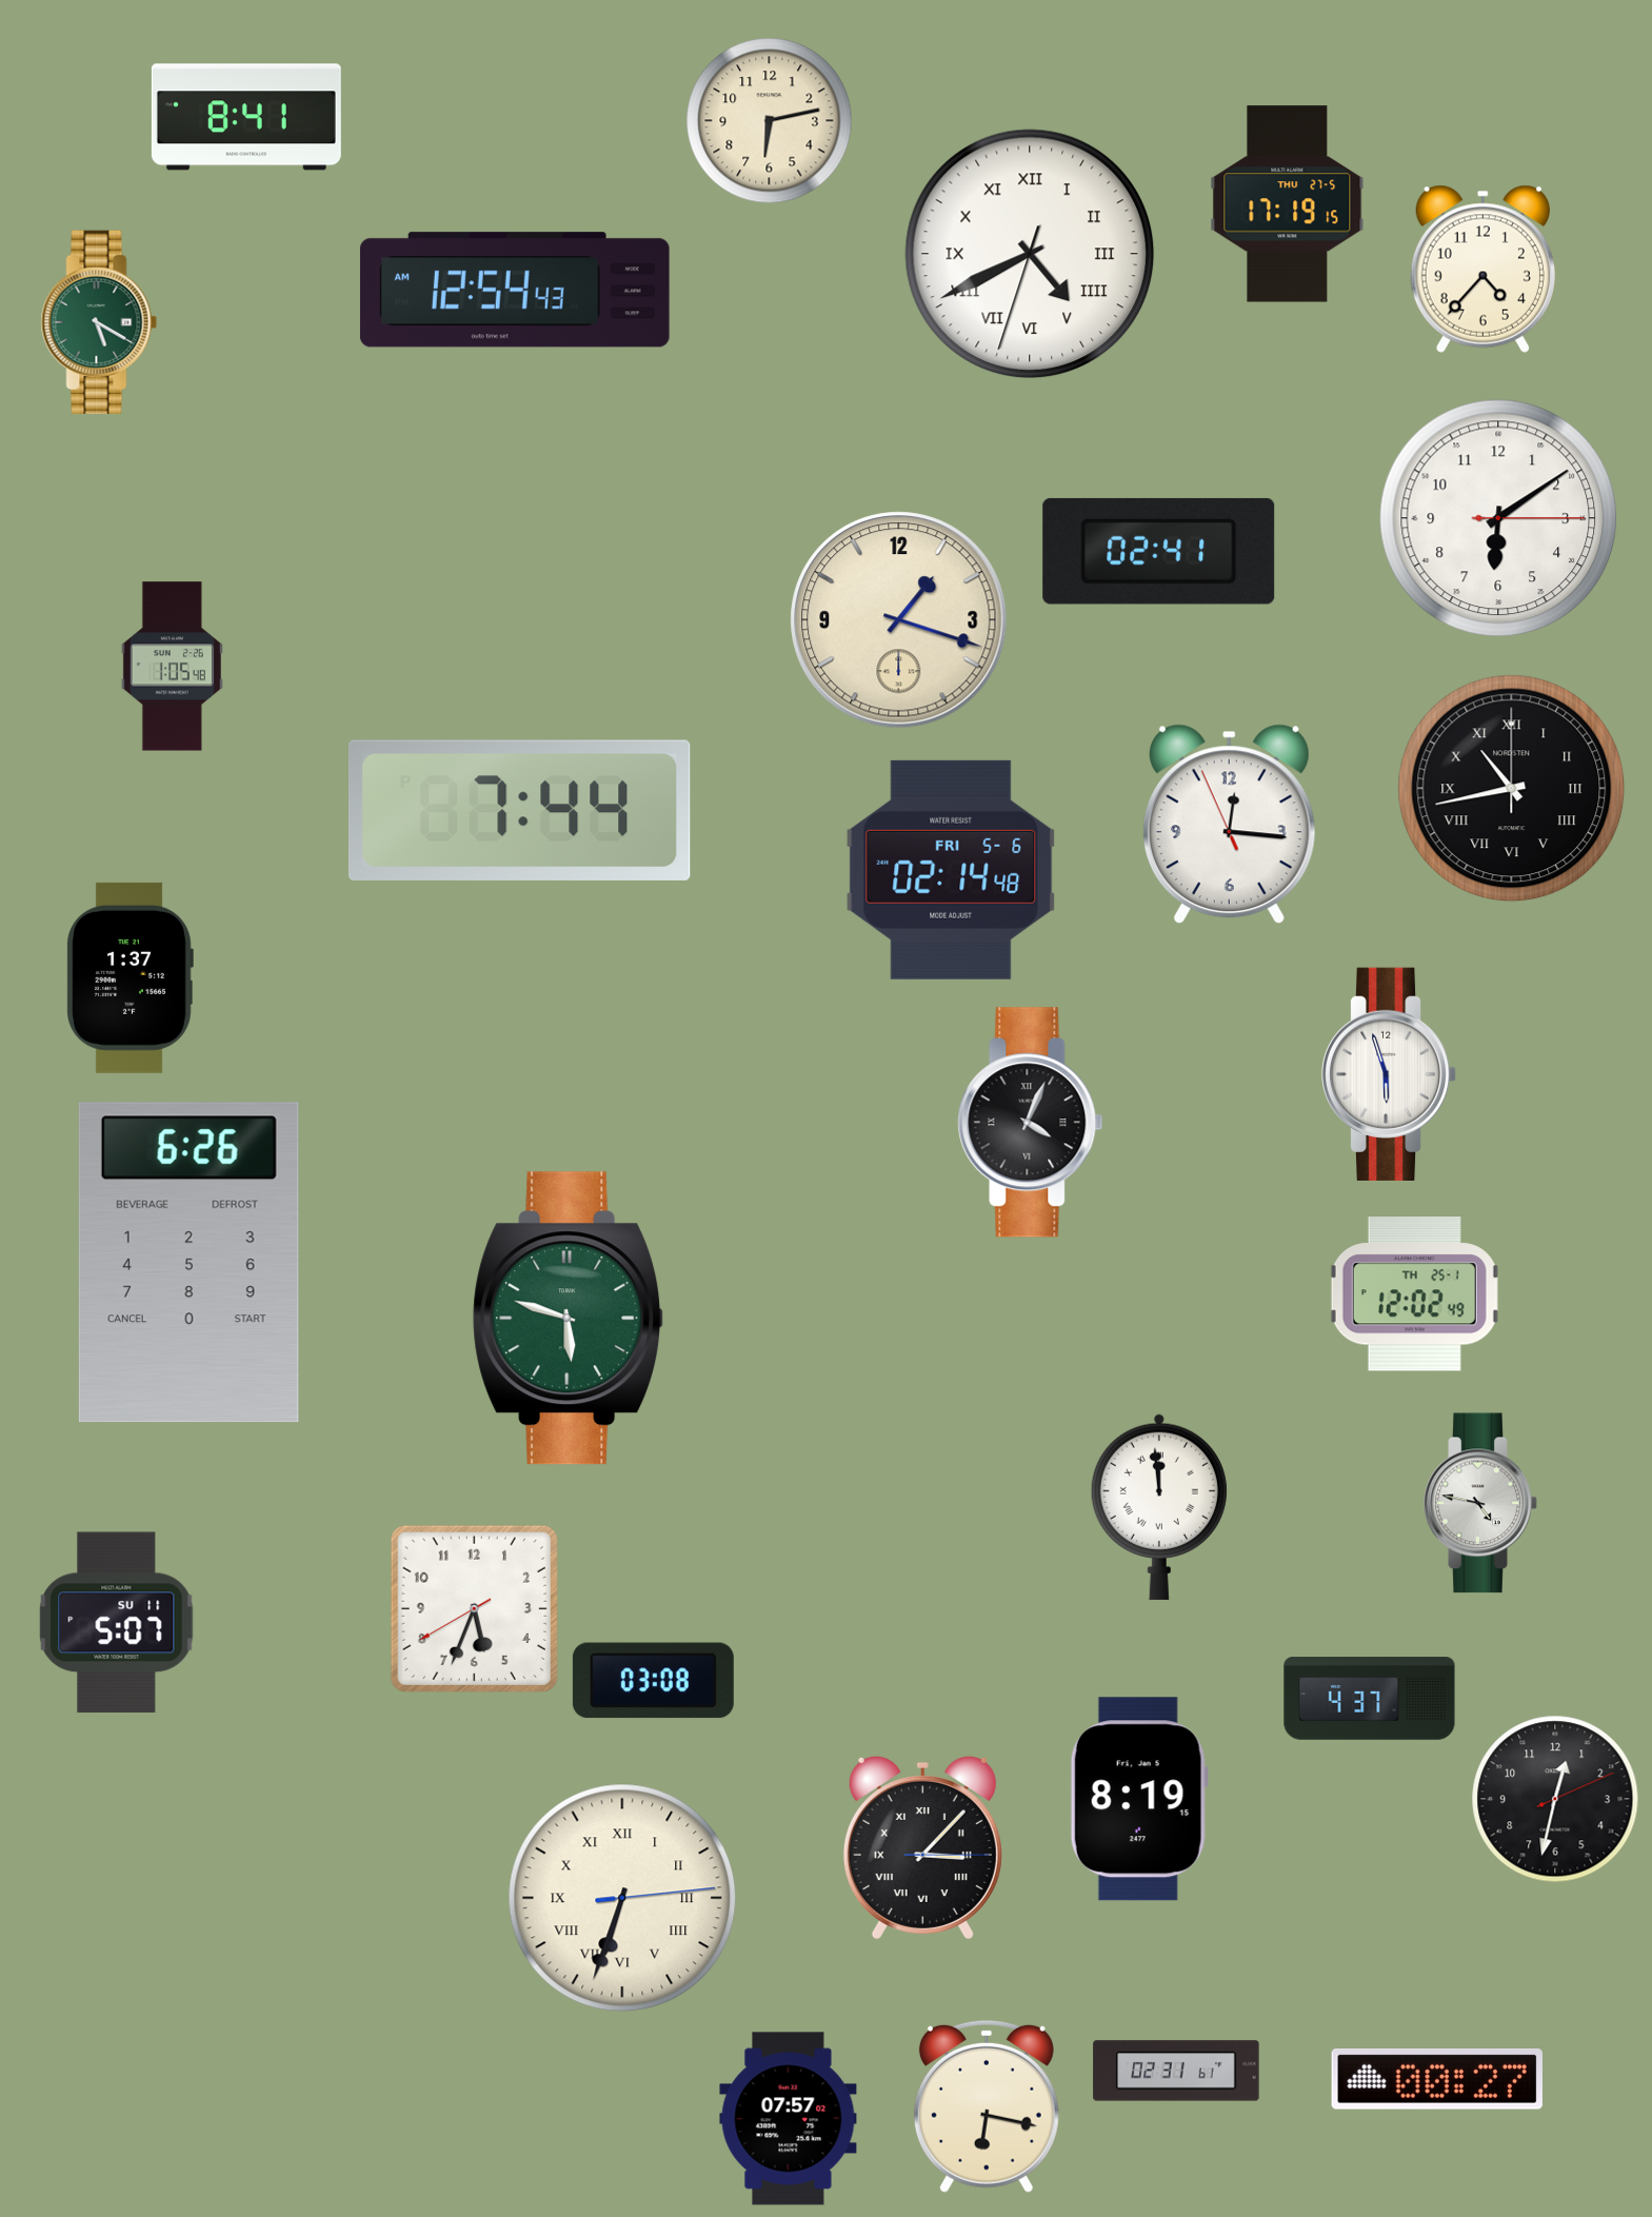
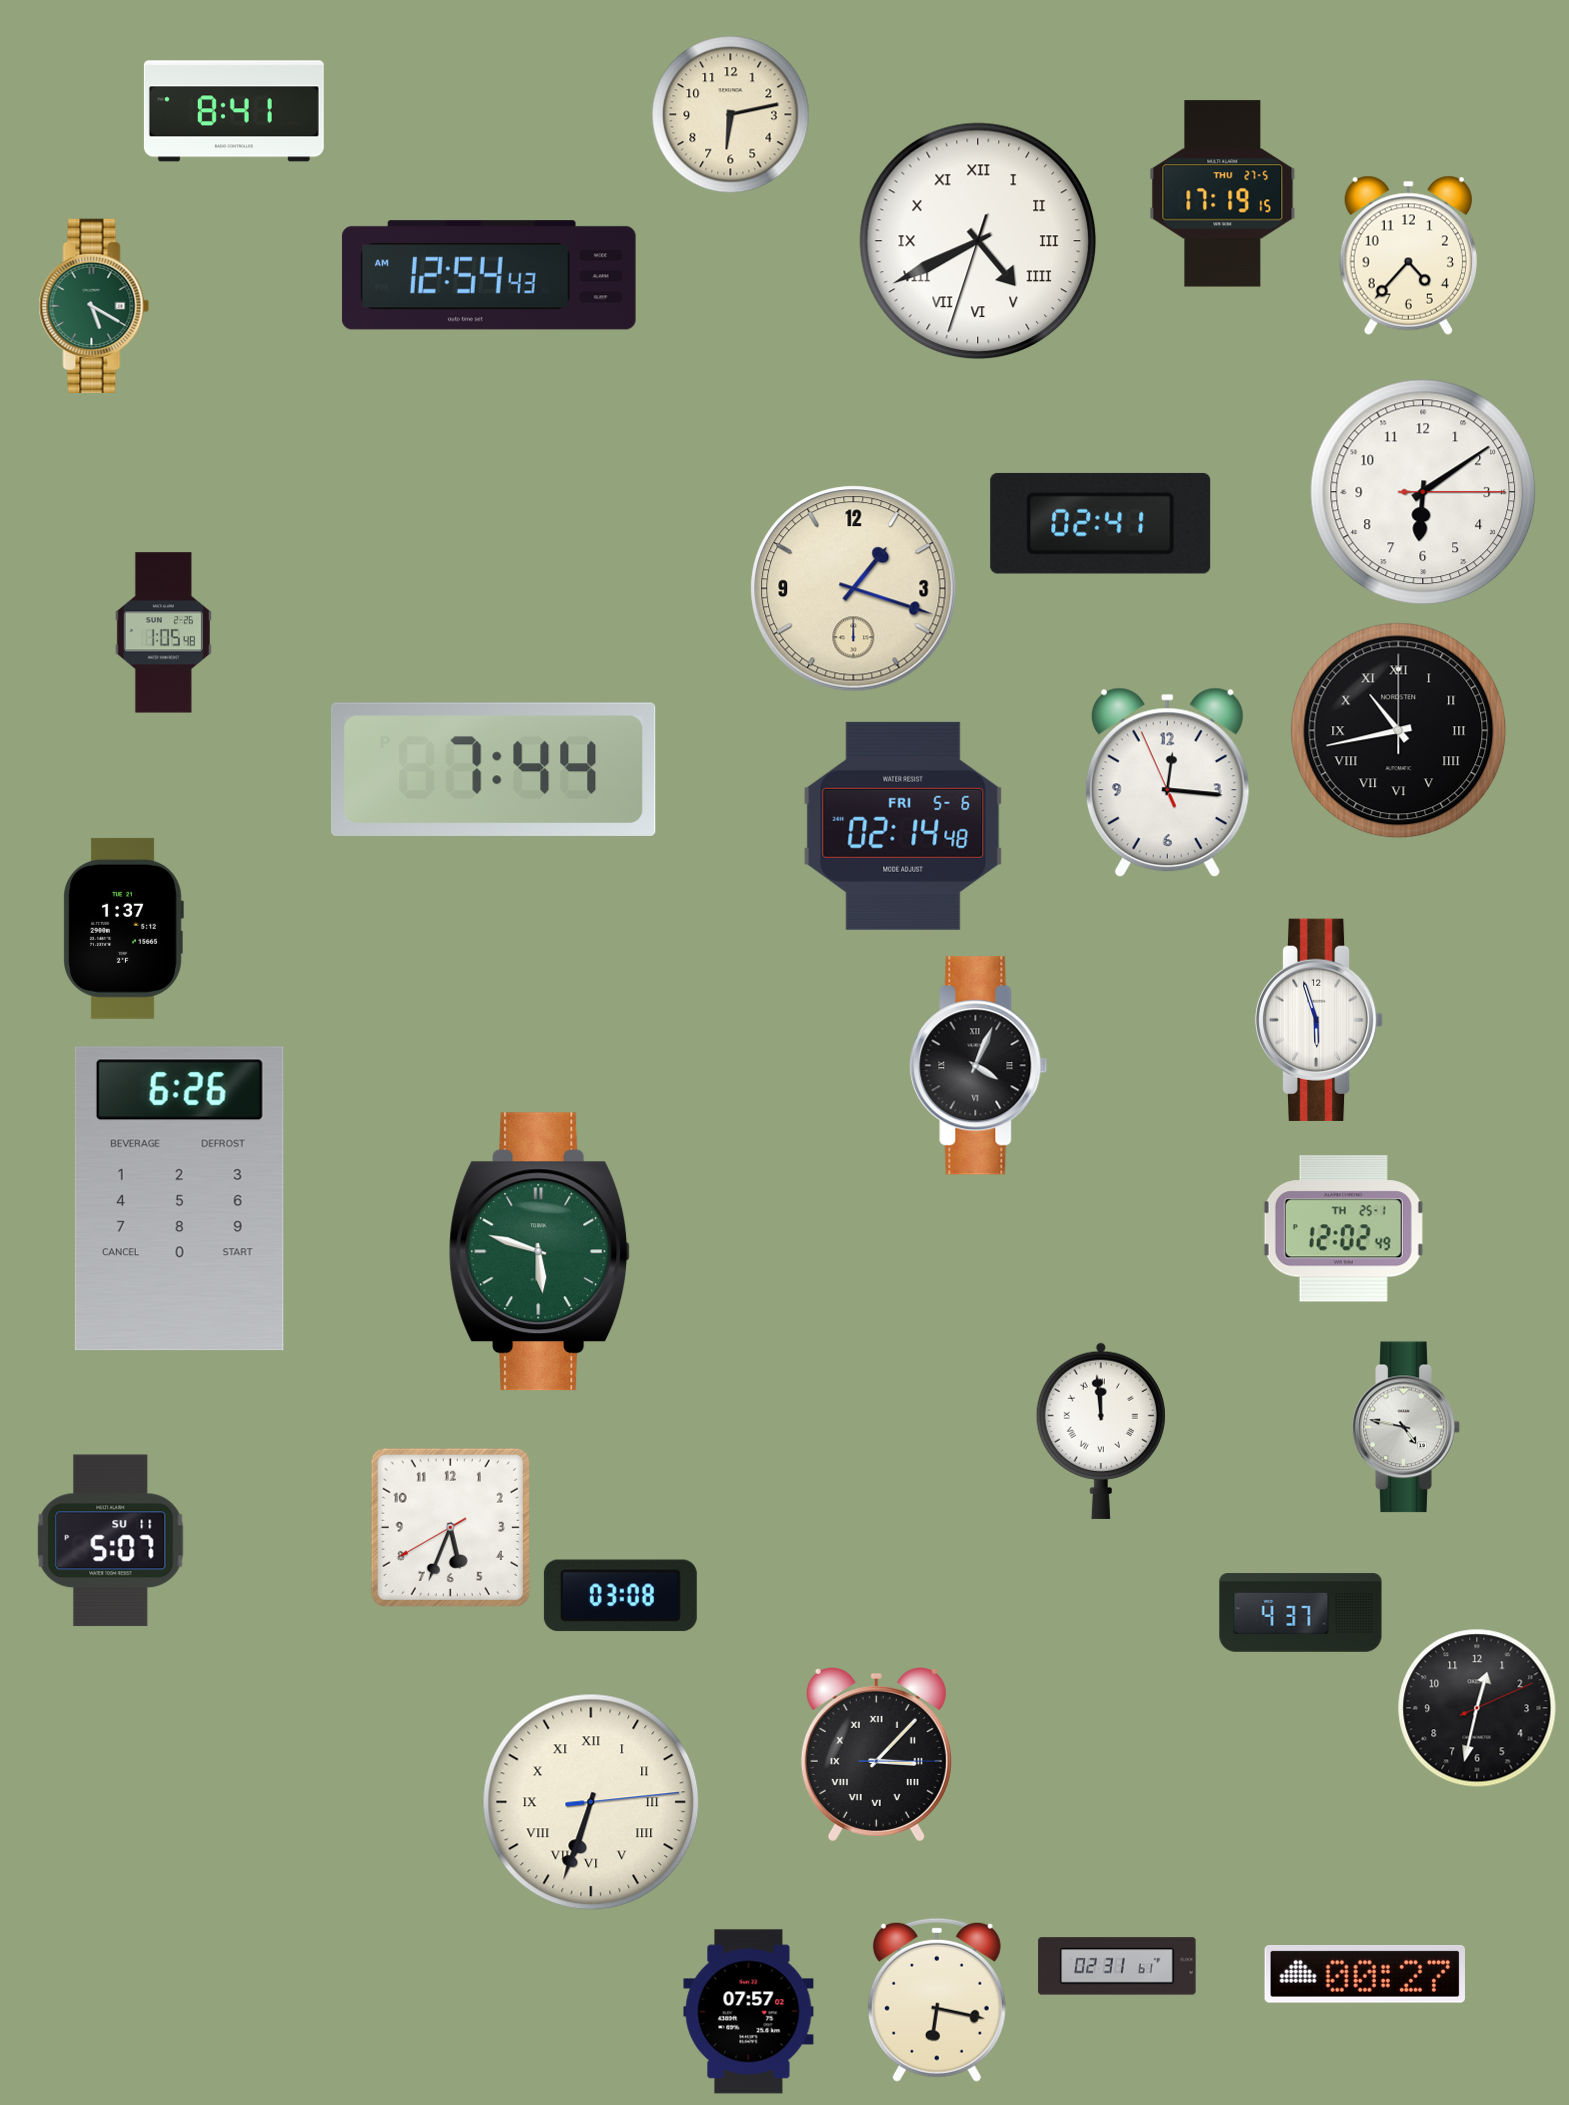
clock at (1512, 789) position: (1512, 789) -> (1399, 731)
clock at (1139, 1799): 8:19 -> none
